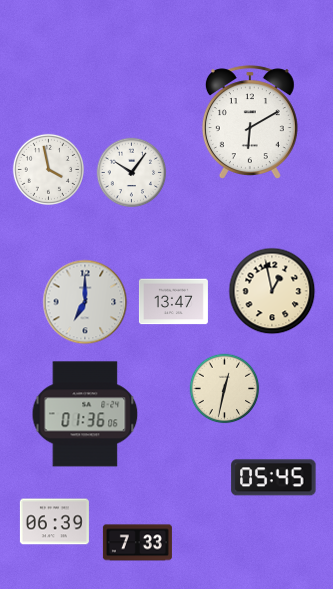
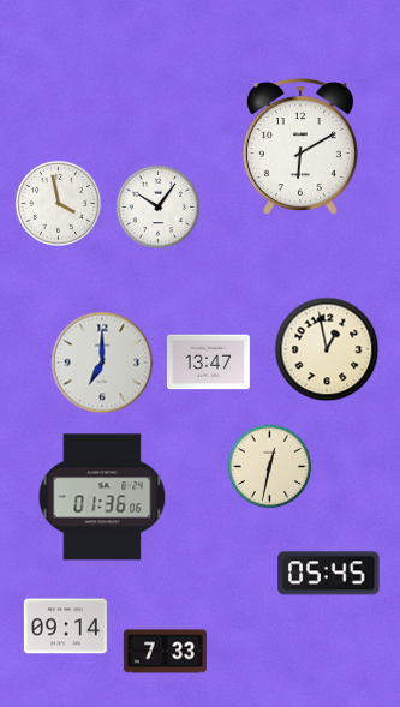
clock at (54, 522): 06:39 -> 09:14
